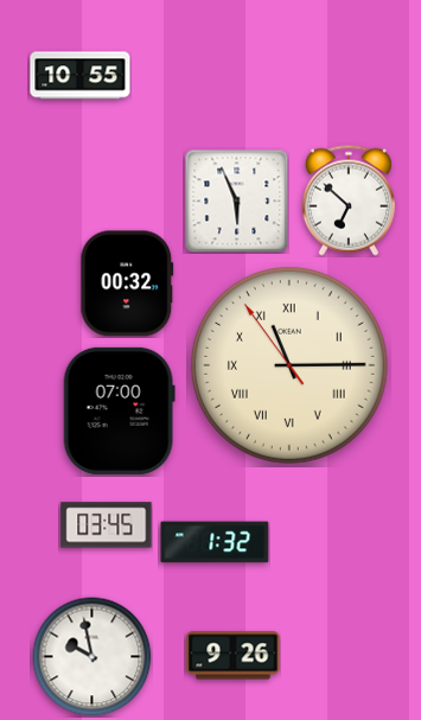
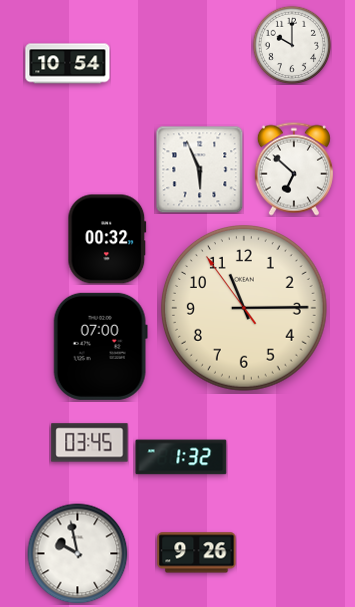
clock at (292, 45): none -> 10:00
clock at (81, 76): 10:55 -> 10:54
clock at (291, 367) numerals: Roman -> Arabic
